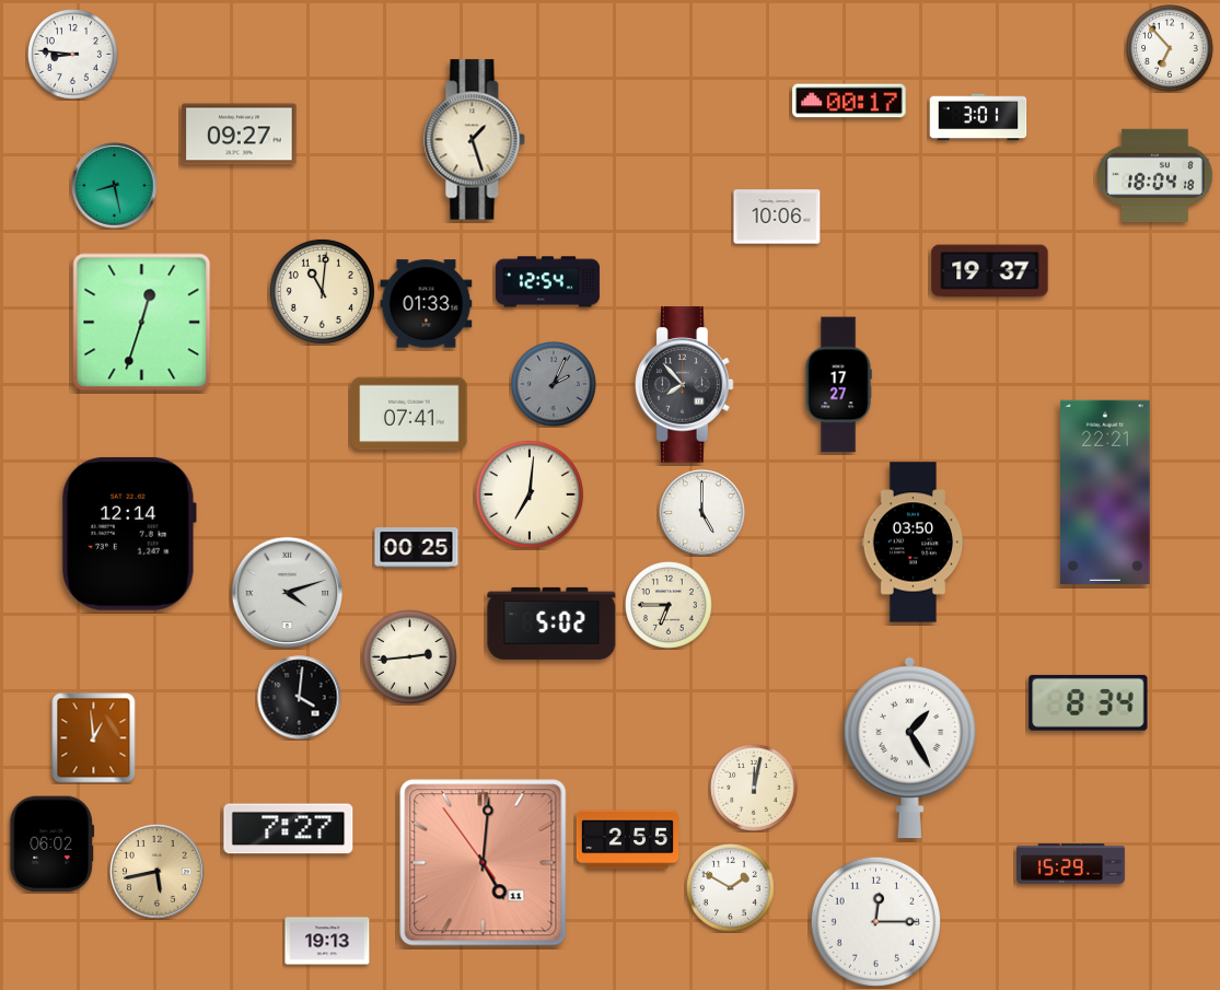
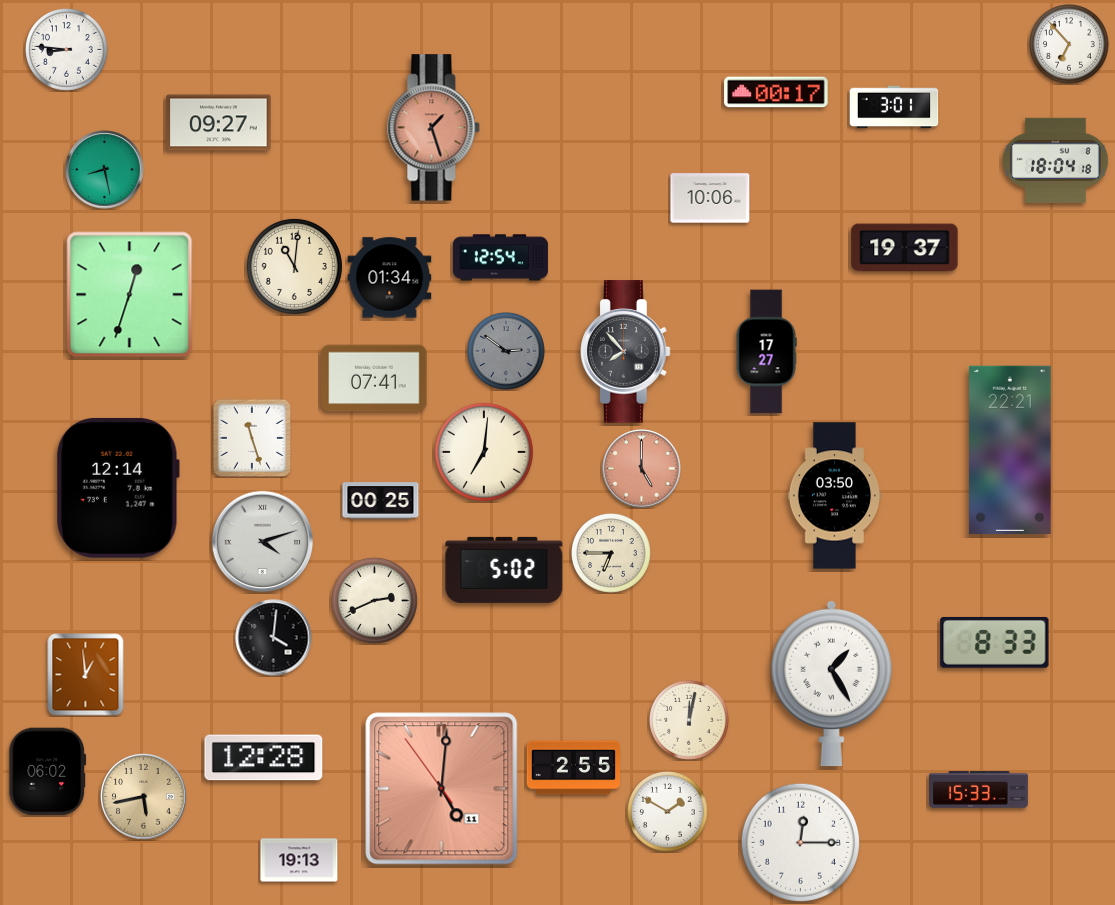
clock at (475, 140) dial: cream -> salmon
clock at (427, 304): 01:33 -> 01:34
clock at (554, 384): 2:04 -> 2:51
clock at (252, 438): none -> 11:27
clock at (702, 513) dial: white -> salmon
clock at (409, 656): 2:44 -> 2:41
clock at (1089, 702): 8:34 -> 8:33
clock at (289, 829): 7:27 -> 12:28
clock at (1071, 864): 15:29 -> 15:33
